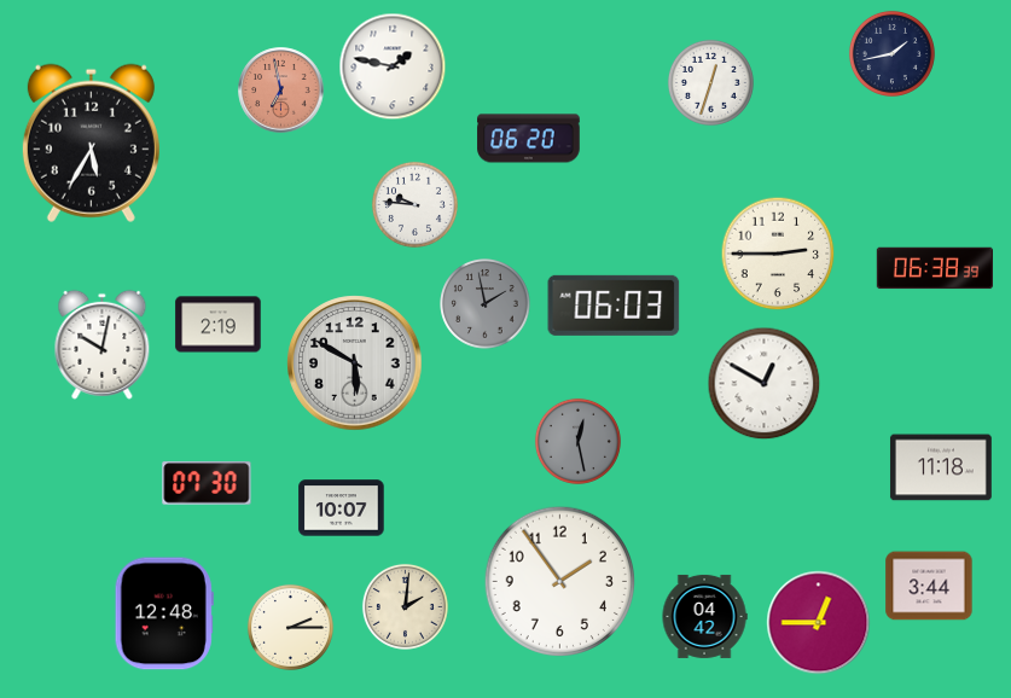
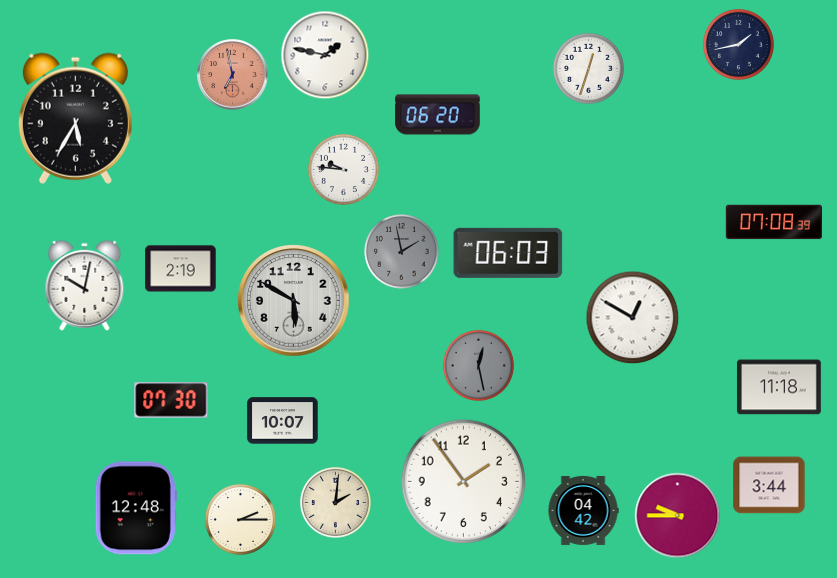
clock at (778, 254): 2:45 -> none
clock at (934, 268): 06:38 -> 07:08
clock at (819, 623): 12:45 -> 9:45
